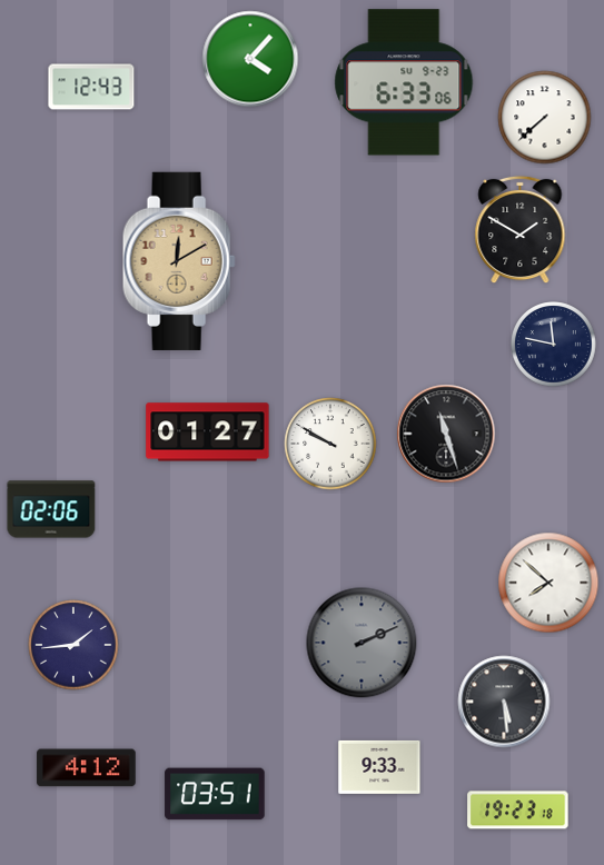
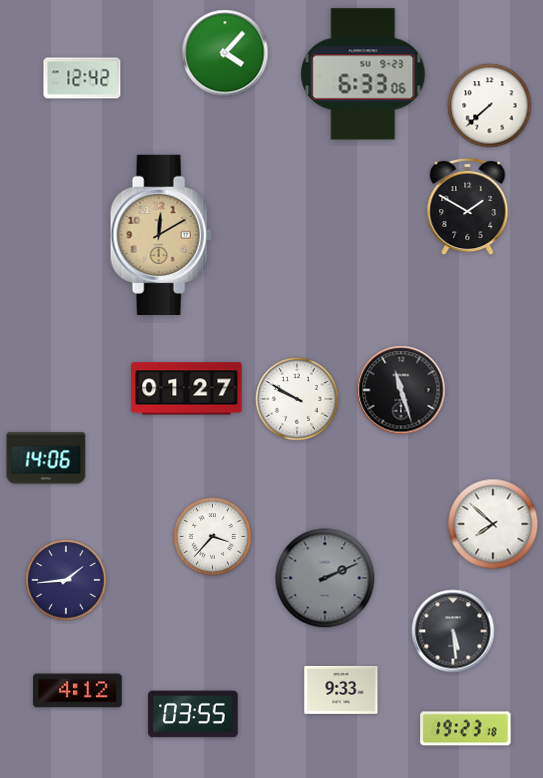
clock at (91, 87): 12:43 -> 12:42
clock at (554, 345): 11:47 -> none
clock at (51, 509): 02:06 -> 14:06
clock at (213, 537): none -> 3:37
clock at (215, 794): 03:51 -> 03:55
